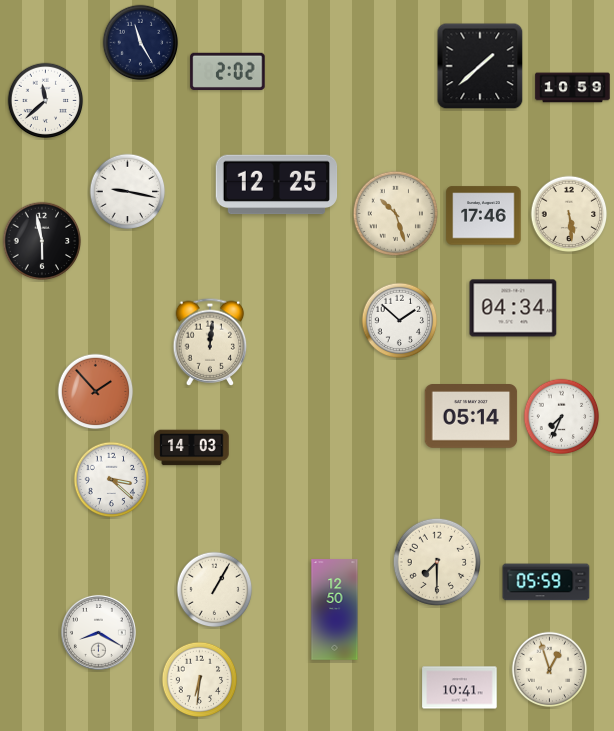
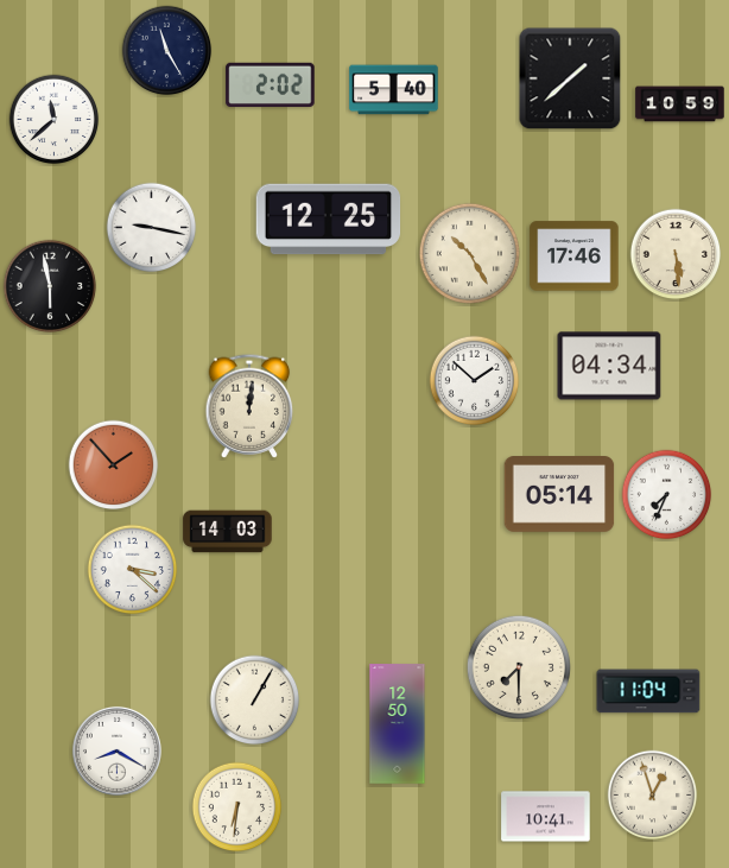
clock at (394, 90): none -> 5:40
clock at (395, 213): 10:27 -> 10:25
clock at (546, 582): 05:59 -> 11:04
